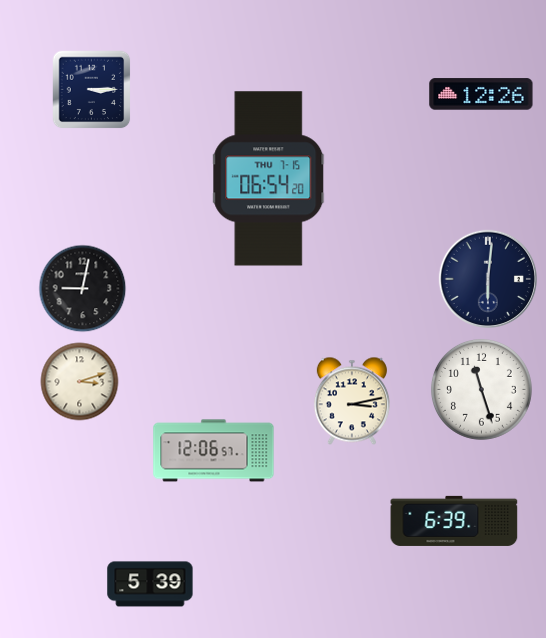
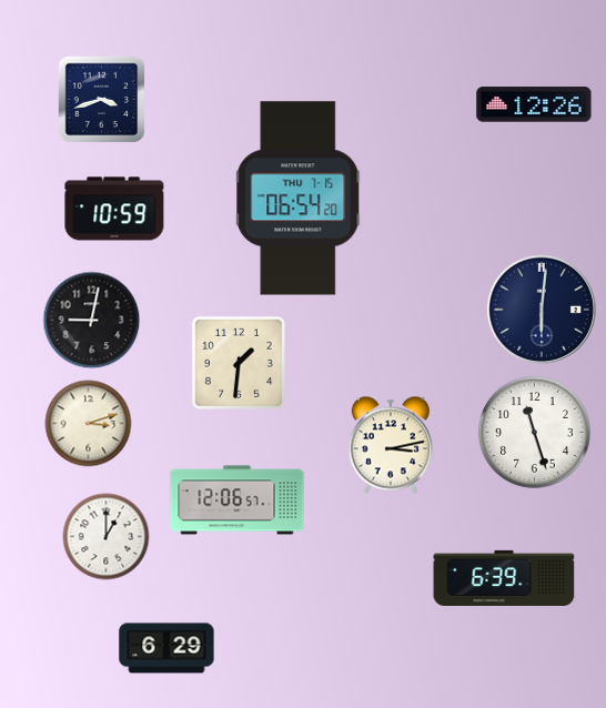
clock at (92, 90): 3:15 -> 3:42
clock at (114, 209): none -> 10:59
clock at (239, 363): none -> 1:31
clock at (107, 537): none -> 1:00
clock at (150, 584): 5:39 -> 6:29
